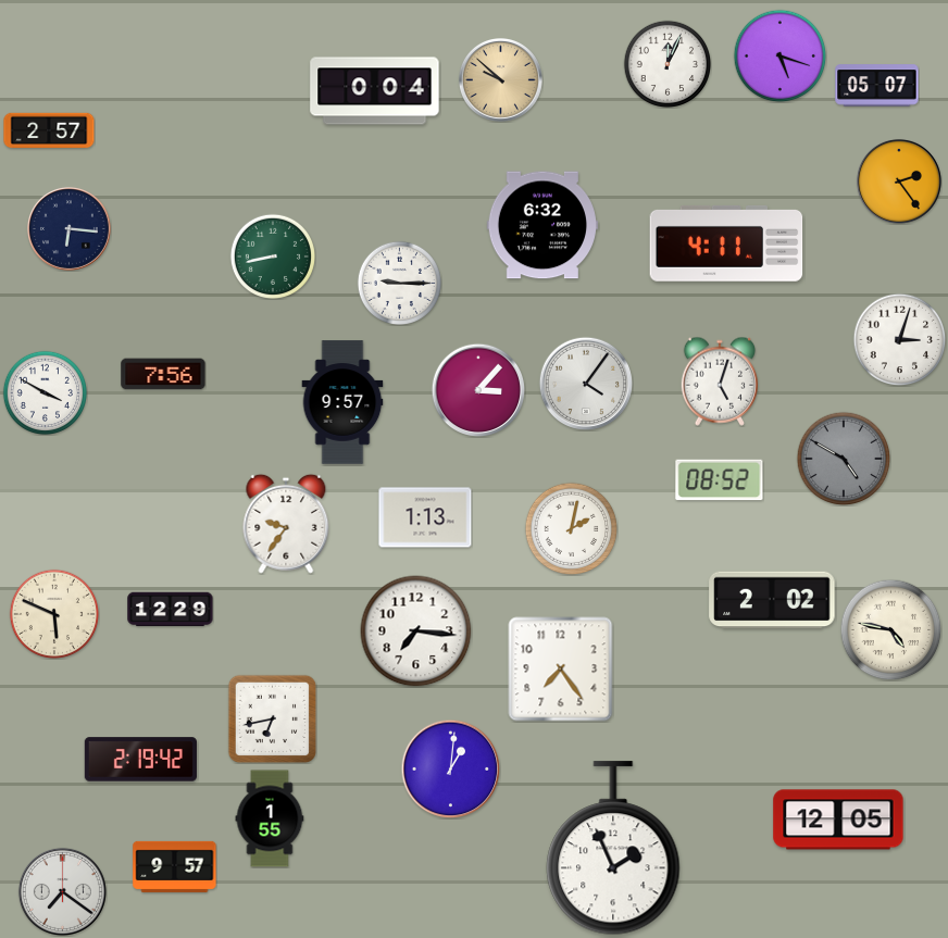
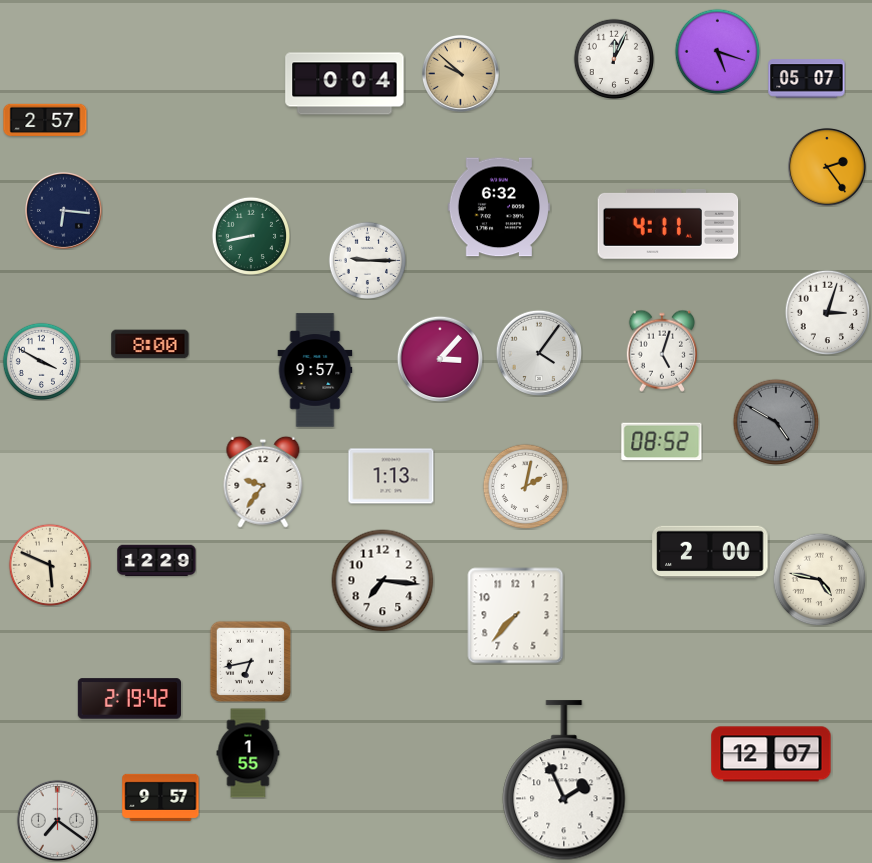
clock at (163, 374): 7:56 -> 8:00
clock at (772, 600): 2:02 -> 2:00
clock at (561, 670): 7:24 -> 7:37
clock at (450, 768): 1:01 -> none
clock at (838, 820): 12:05 -> 12:07
